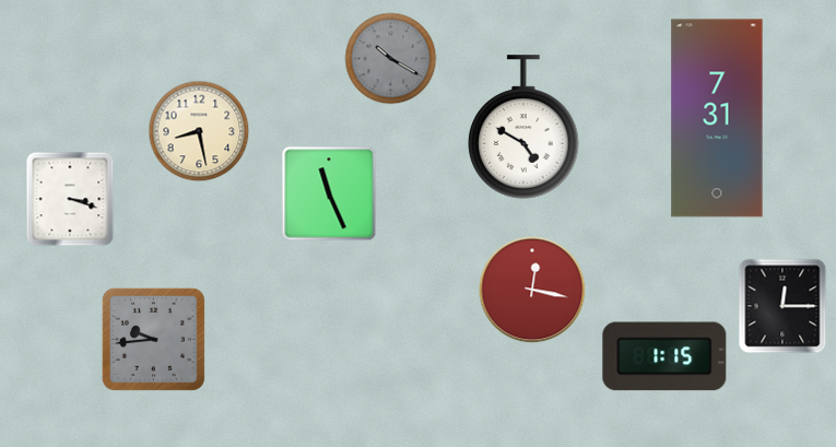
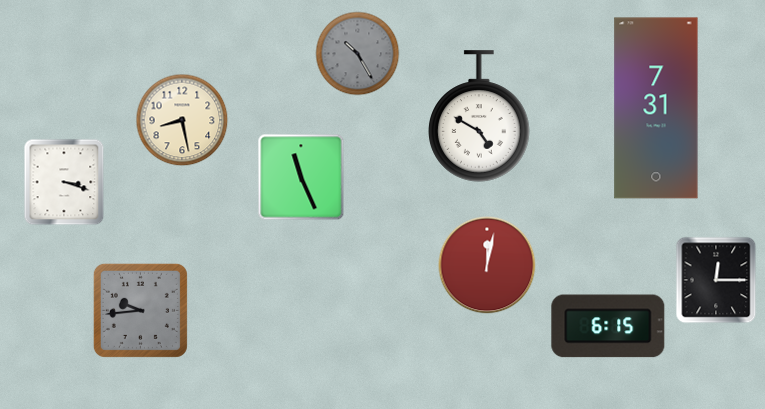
clock at (391, 59): 10:20 -> 10:25
clock at (532, 290): 12:17 -> 12:02
clock at (664, 356): 1:15 -> 6:15
